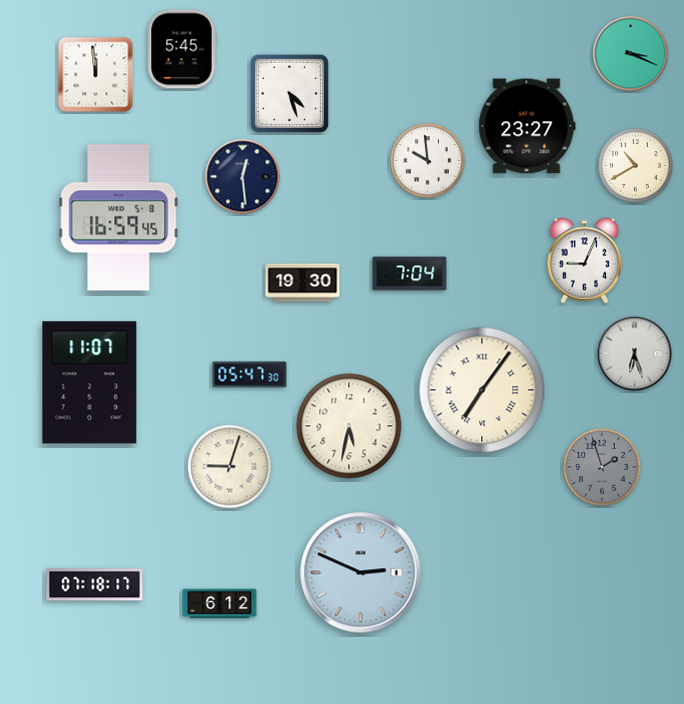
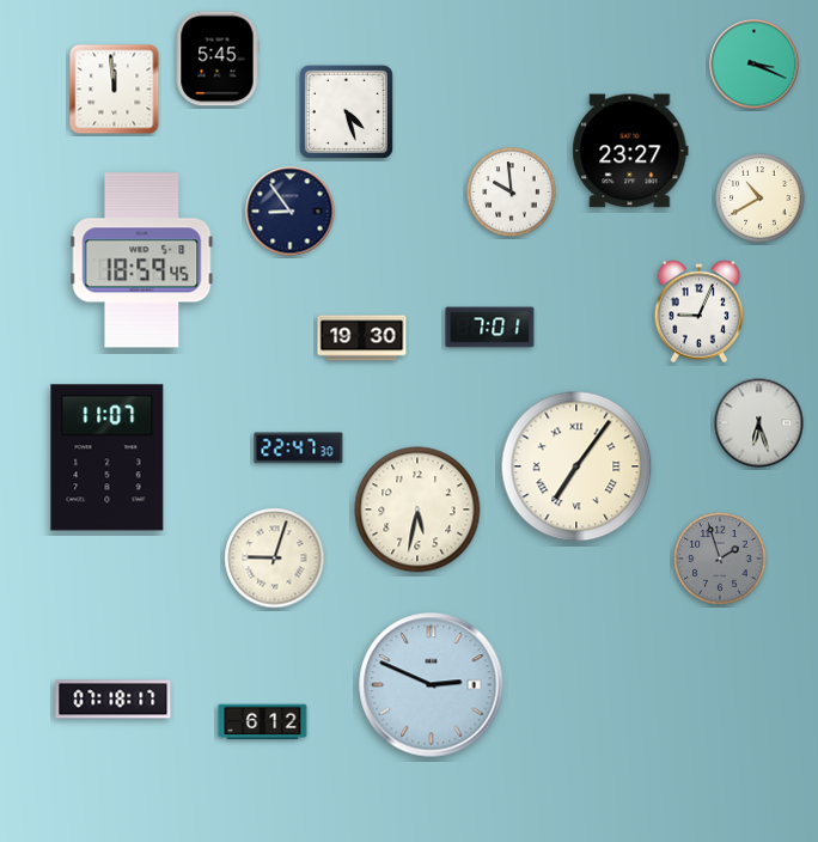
clock at (243, 177): 12:29 -> 8:54
clock at (119, 218): 16:59 -> 18:59
clock at (410, 274): 7:04 -> 7:01
clock at (250, 375): 05:47 -> 22:47
